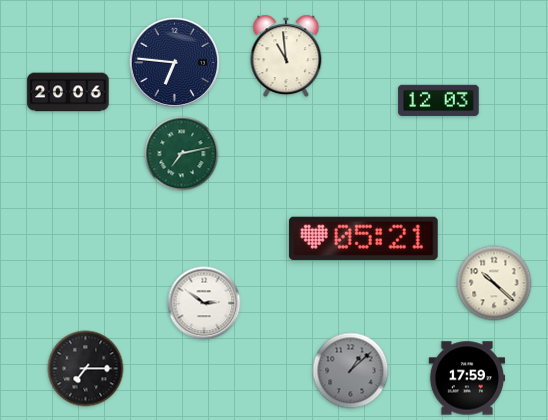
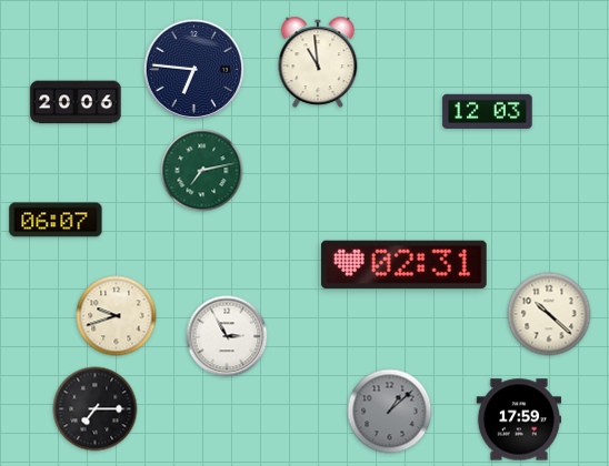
clock at (56, 220): none -> 06:07
clock at (363, 238): 05:21 -> 02:31
clock at (117, 316): none -> 9:42
clock at (204, 303): 2:51 -> 2:55
